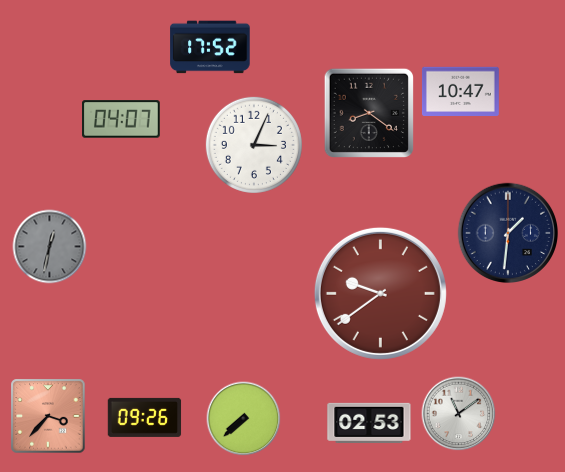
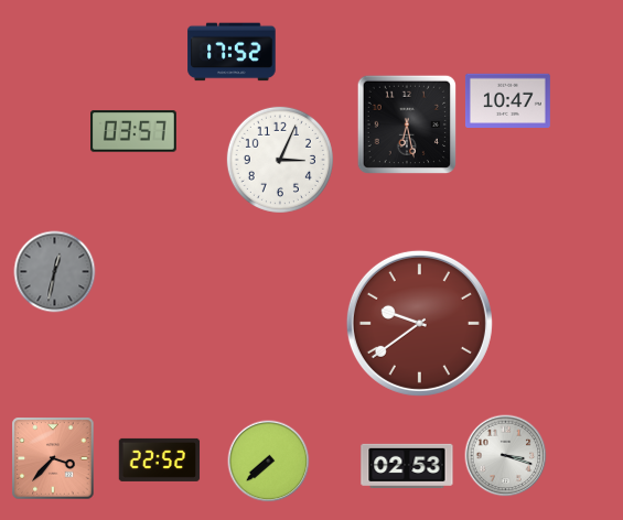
clock at (368, 112): 8:21 -> 6:28
clock at (122, 119): 04:07 -> 03:57
clock at (507, 232): 1:31 -> none
clock at (459, 414): 11:09 -> 3:18
clock at (145, 417): 09:26 -> 22:52
